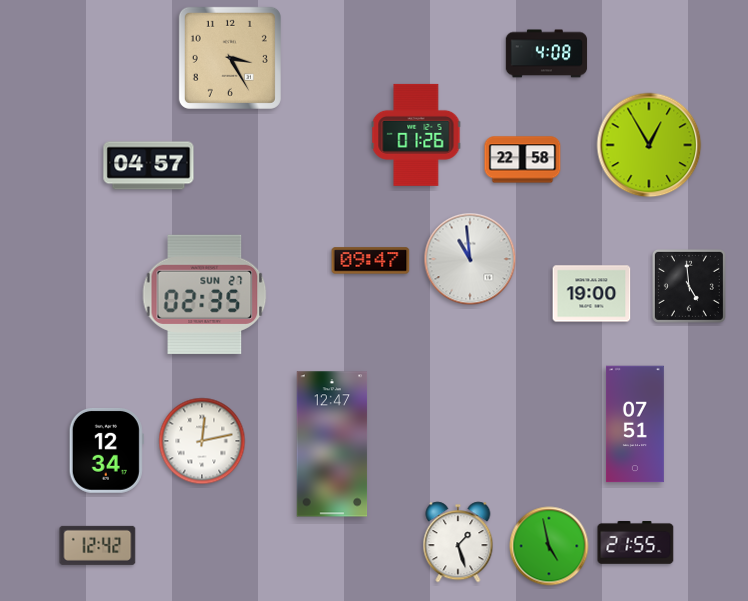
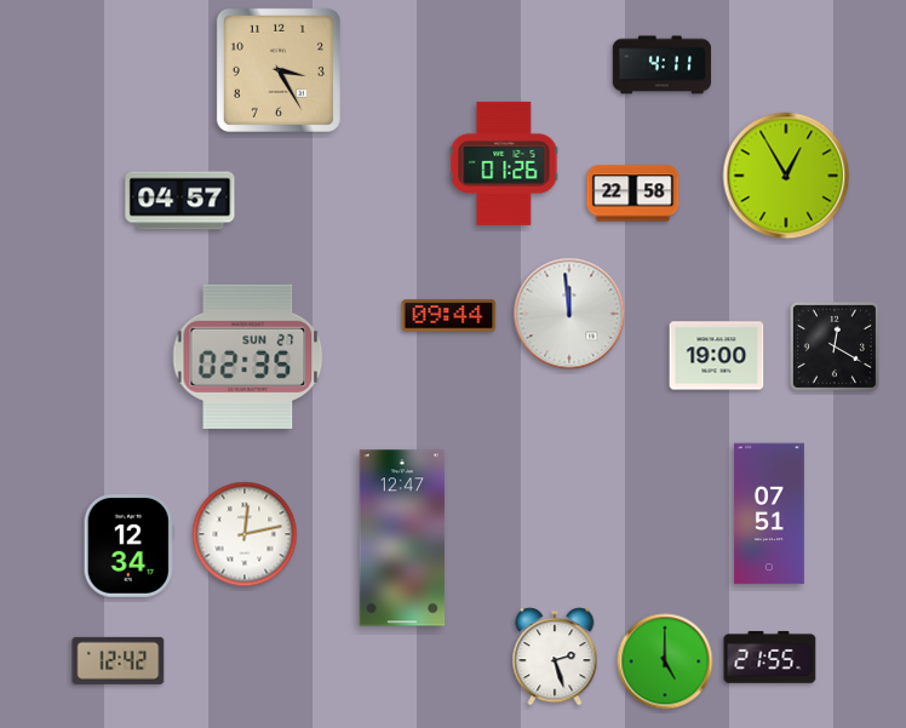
clock at (547, 54): 4:08 -> 4:11
clock at (470, 259): 10:59 -> 11:59
clock at (371, 261): 09:47 -> 09:44
clock at (689, 286): 4:59 -> 12:20
clock at (458, 542): 1:27 -> 2:27
clock at (549, 546): 4:58 -> 5:00
